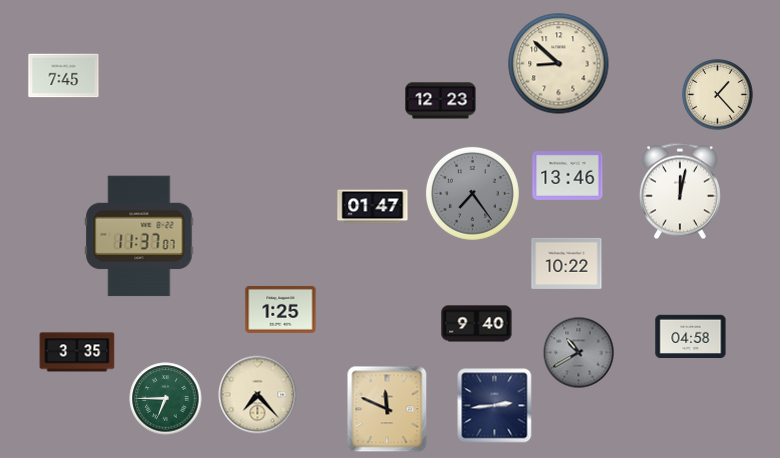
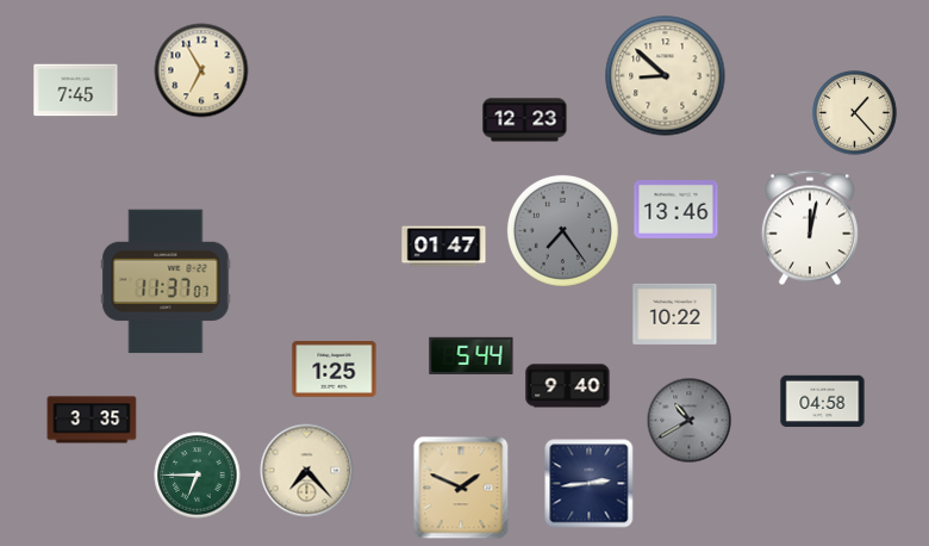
clock at (201, 70): none -> 6:55
clock at (472, 355): none -> 5:44
clock at (387, 409): 11:49 -> 1:49
